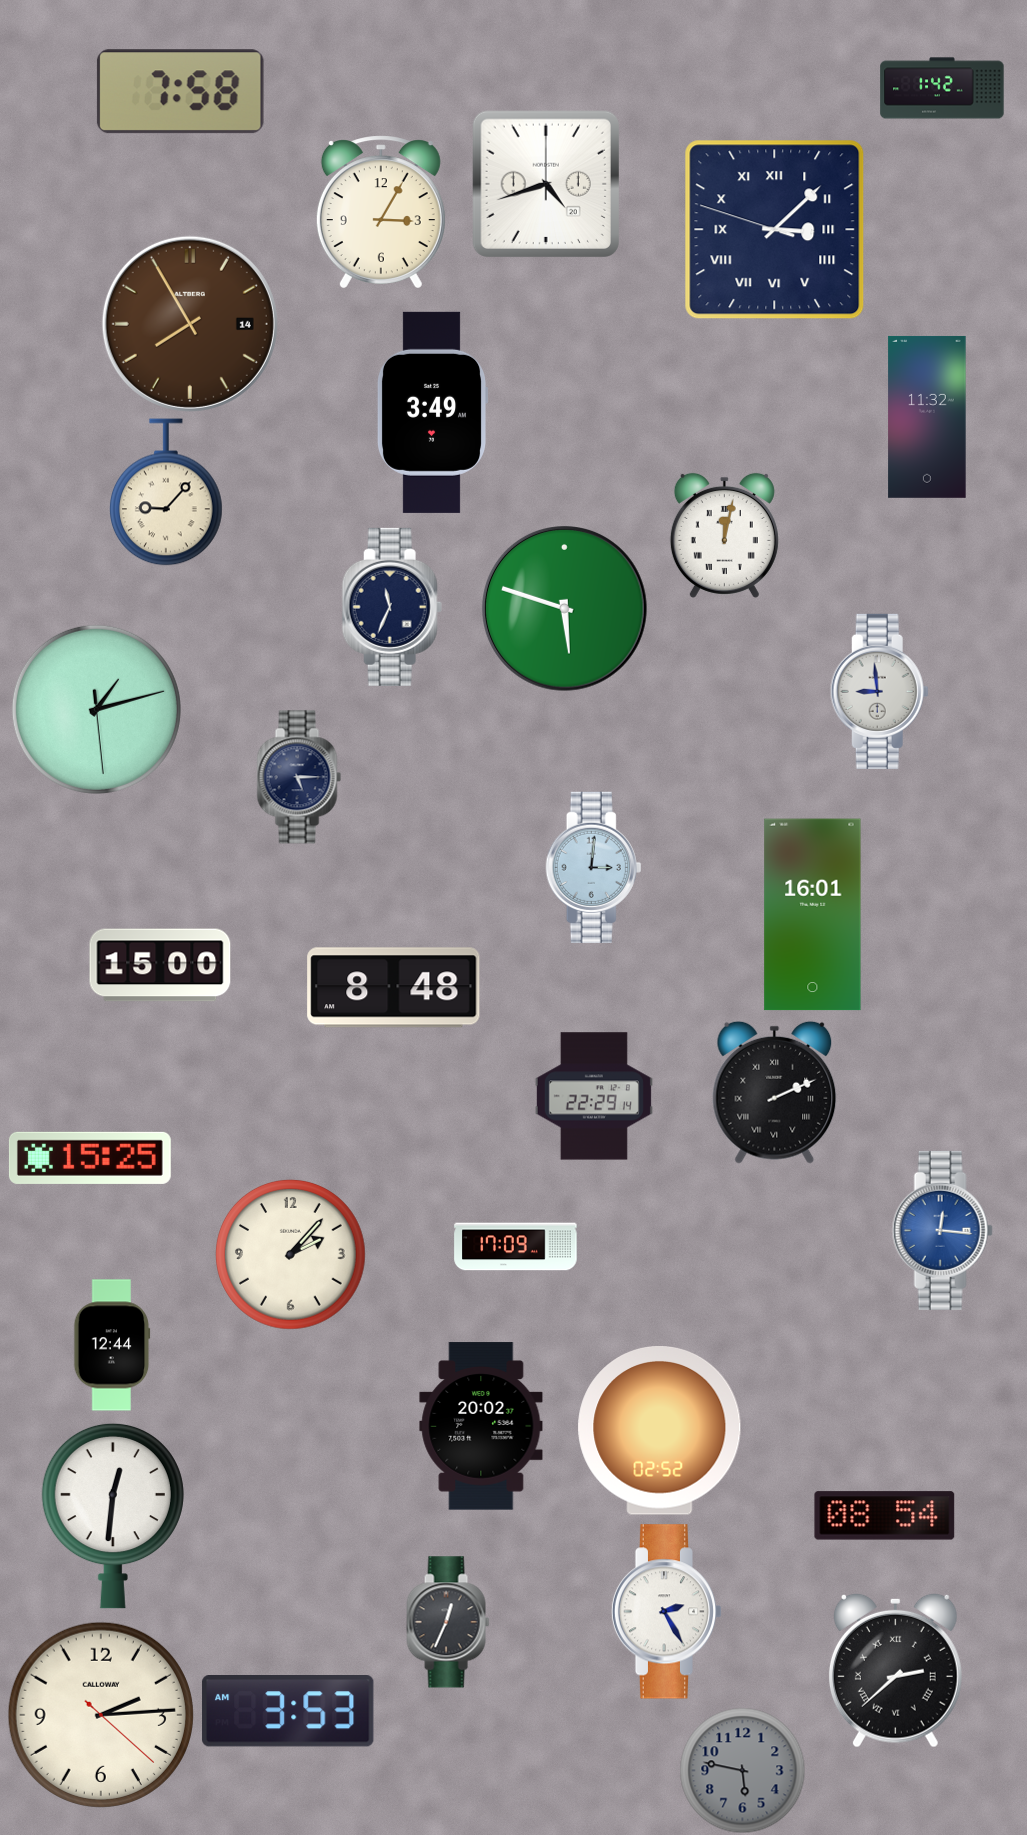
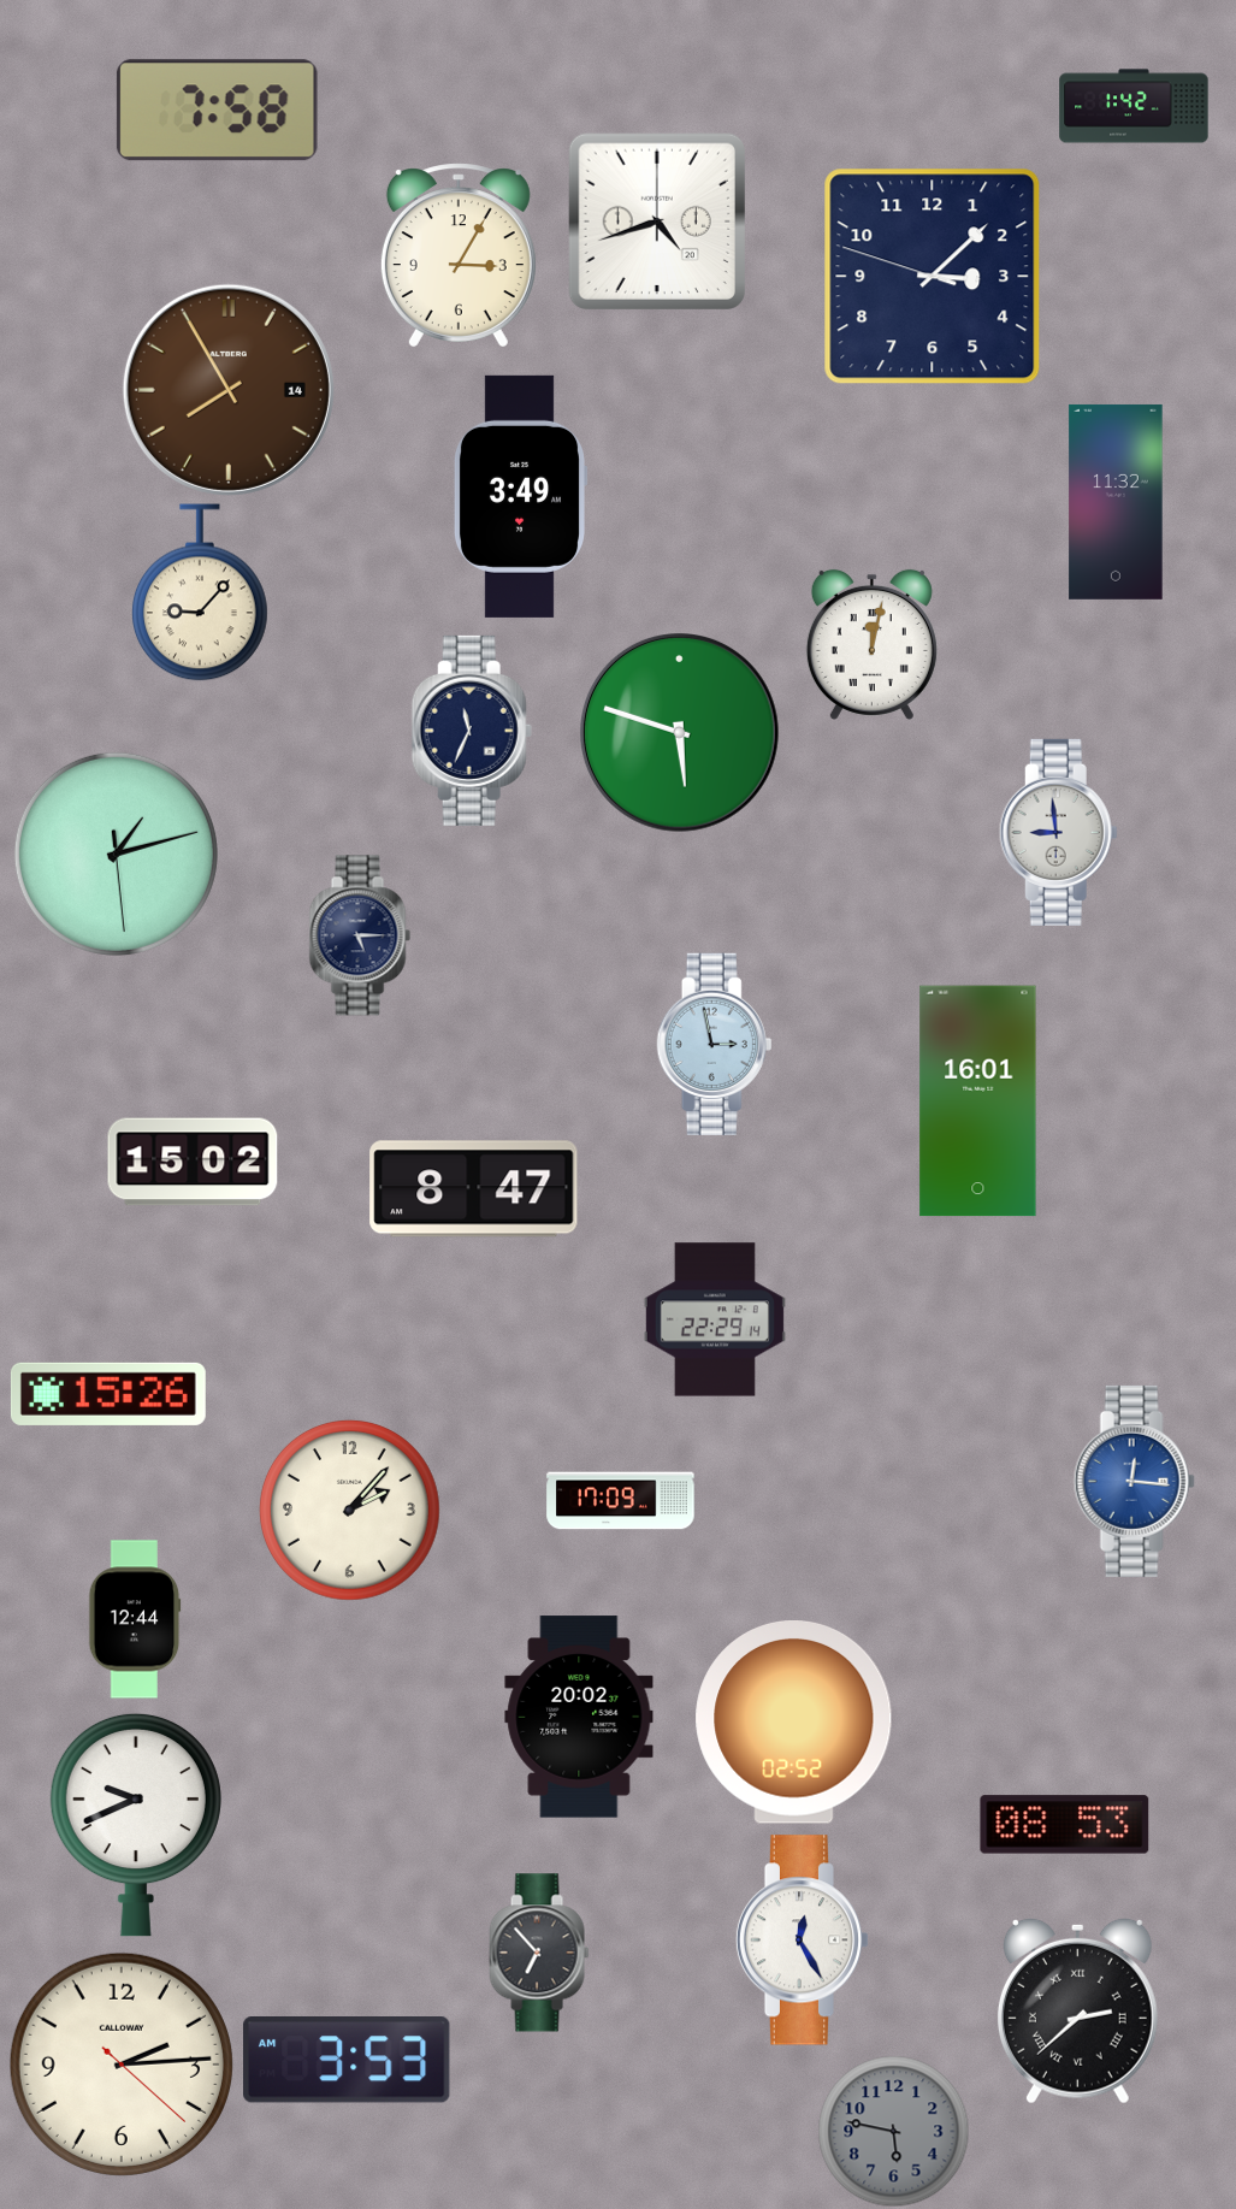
clock at (775, 230) numerals: Roman -> Arabic
clock at (594, 867): 3:01 -> 2:58
clock at (160, 965): 15:00 -> 15:02
clock at (394, 988): 8:48 -> 8:47
clock at (775, 1092): 2:11 -> none
clock at (90, 1158): 15:25 -> 15:26
clock at (113, 1516): 12:31 -> 9:41
clock at (885, 1516): 08:54 -> 08:53
clock at (667, 1612): 2:25 -> 12:25
clock at (448, 1622): 12:34 -> 6:53
